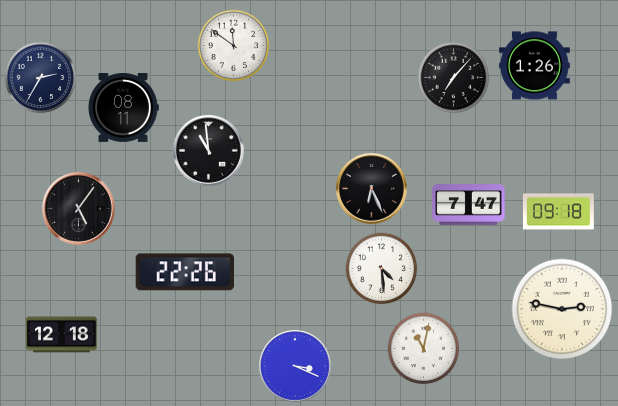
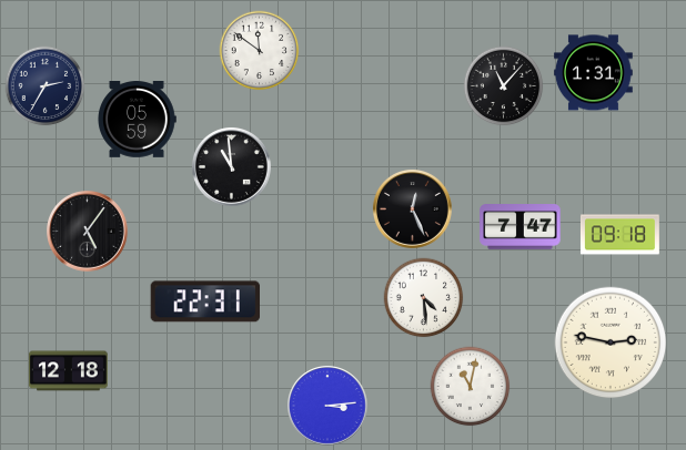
clock at (534, 66): 1:26 -> 1:31
clock at (454, 78): 7:07 -> 11:07
clock at (123, 108): 08:11 -> 05:59
clock at (372, 189): 6:26 -> 12:26
clock at (184, 272): 22:26 -> 22:31
clock at (562, 309) position: (562, 309) -> (611, 342)
clock at (296, 367): 3:19 -> 3:14
